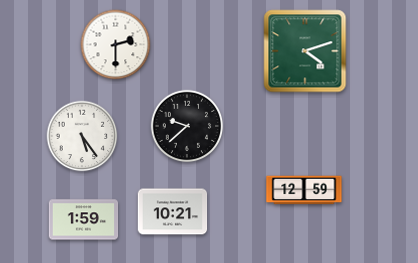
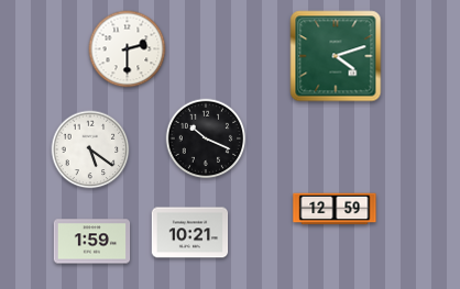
clock at (187, 126): 9:38 -> 10:19
clock at (82, 136): 5:24 -> 5:21
